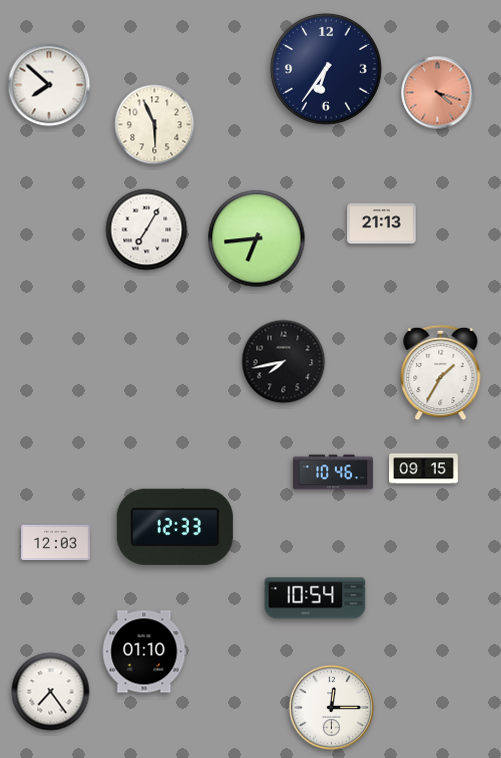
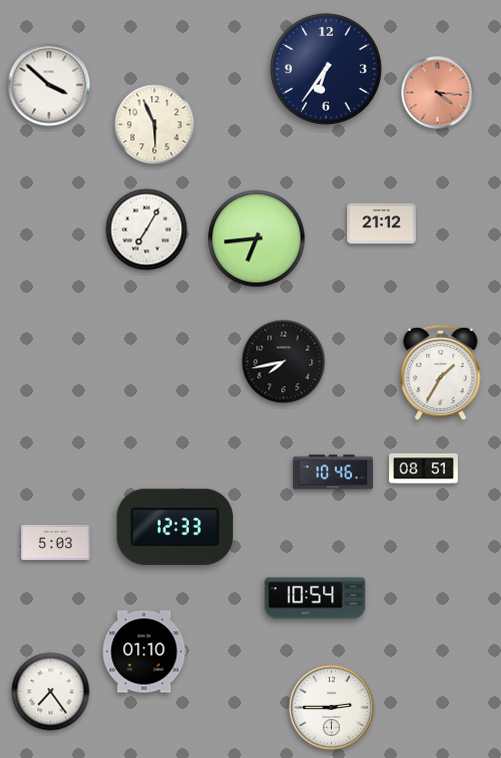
clock at (49, 85): 7:52 -> 3:52
clock at (438, 93): 4:18 -> 4:16
clock at (382, 224): 21:13 -> 21:12
clock at (424, 469): 09:15 -> 08:51
clock at (56, 543): 12:03 -> 5:03
clock at (332, 708): 12:15 -> 2:45
